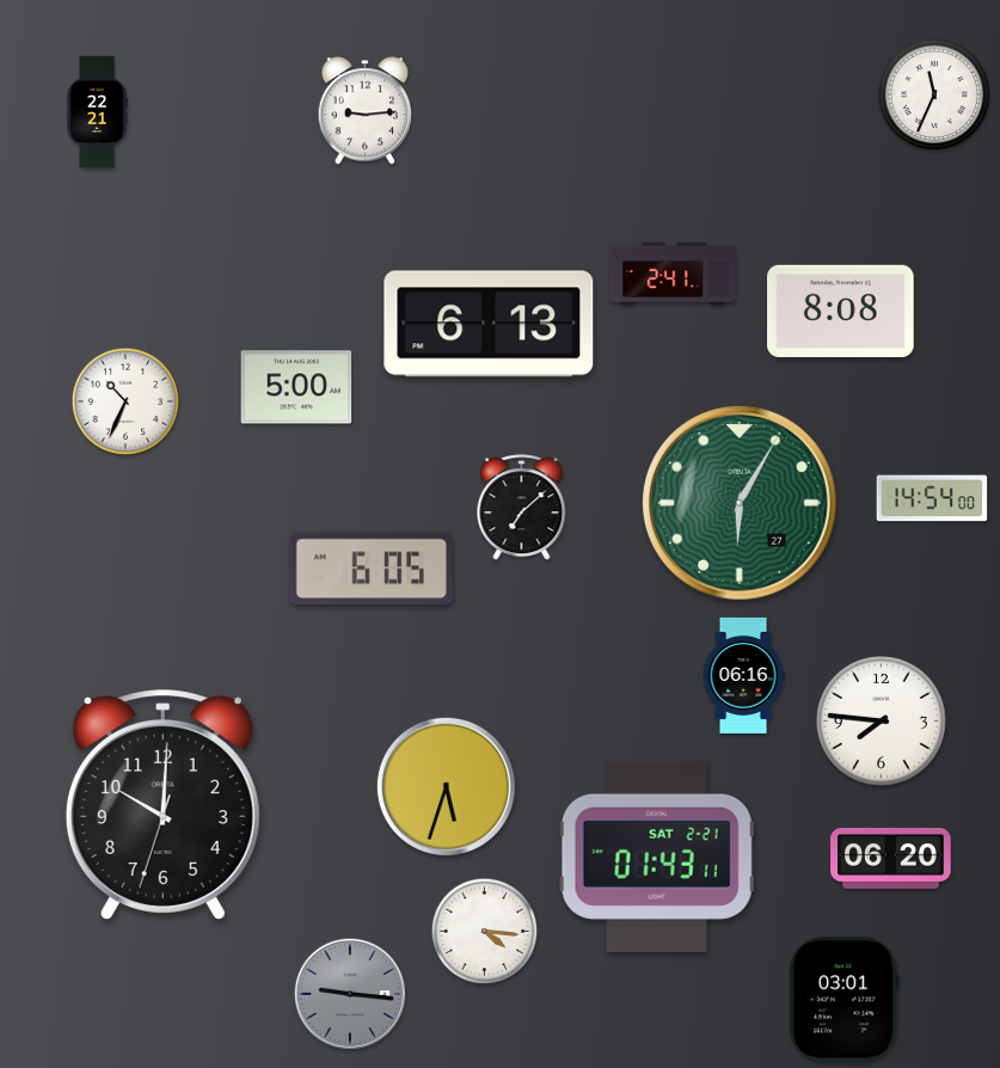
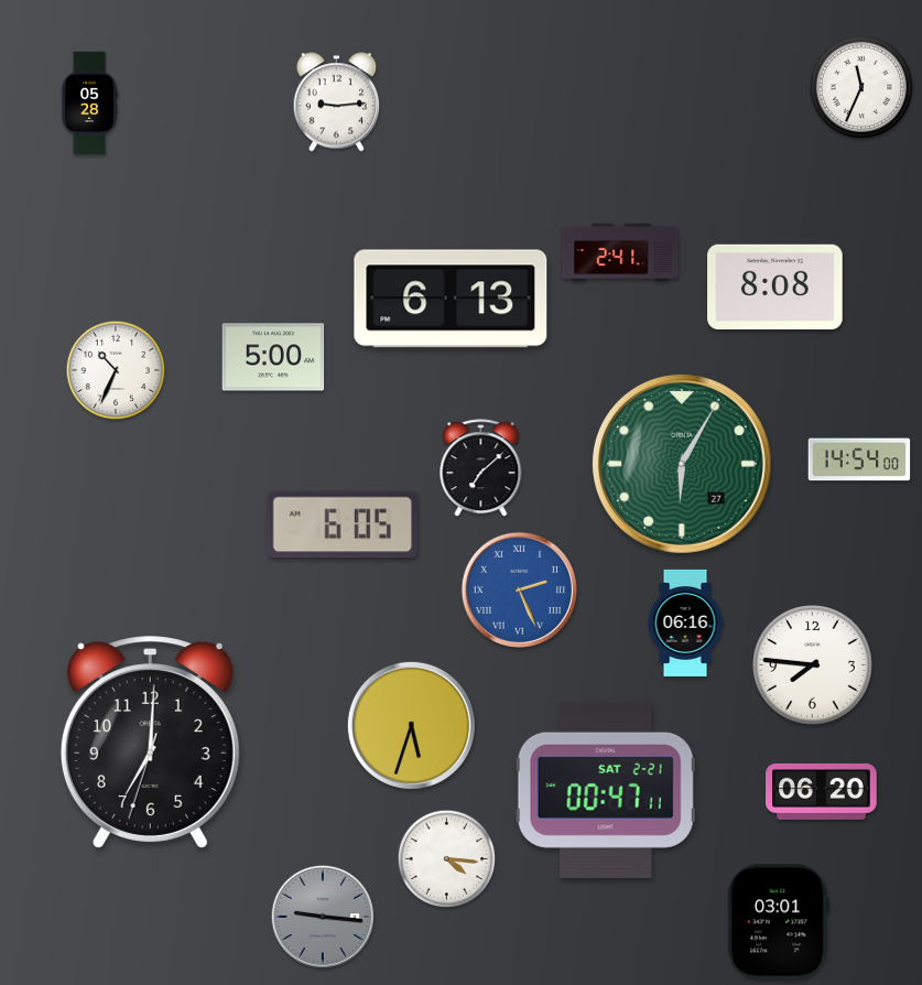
clock at (97, 112): 22:21 -> 05:28
clock at (519, 589): none -> 2:26
clock at (162, 805): 10:00 -> 7:00
clock at (657, 857): 01:43 -> 00:47
